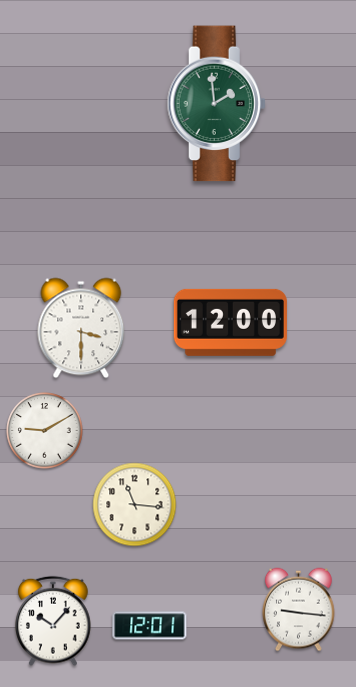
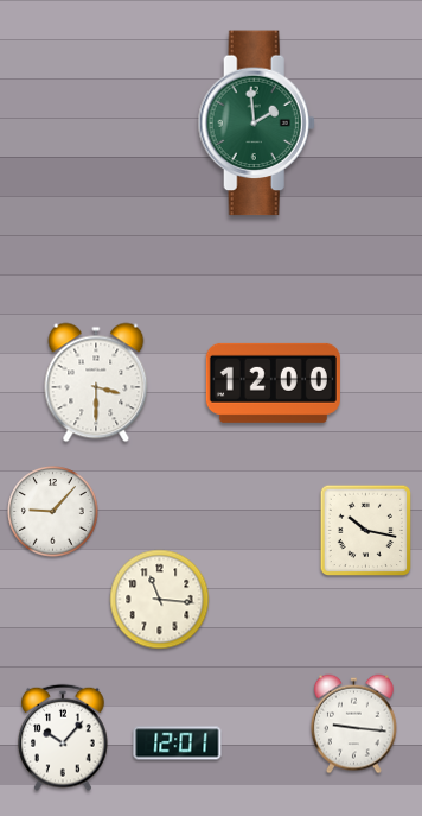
clock at (81, 328) position: (81, 328) -> (96, 382)
clock at (45, 431): 9:10 -> 9:07
clock at (366, 531): none -> 10:17
